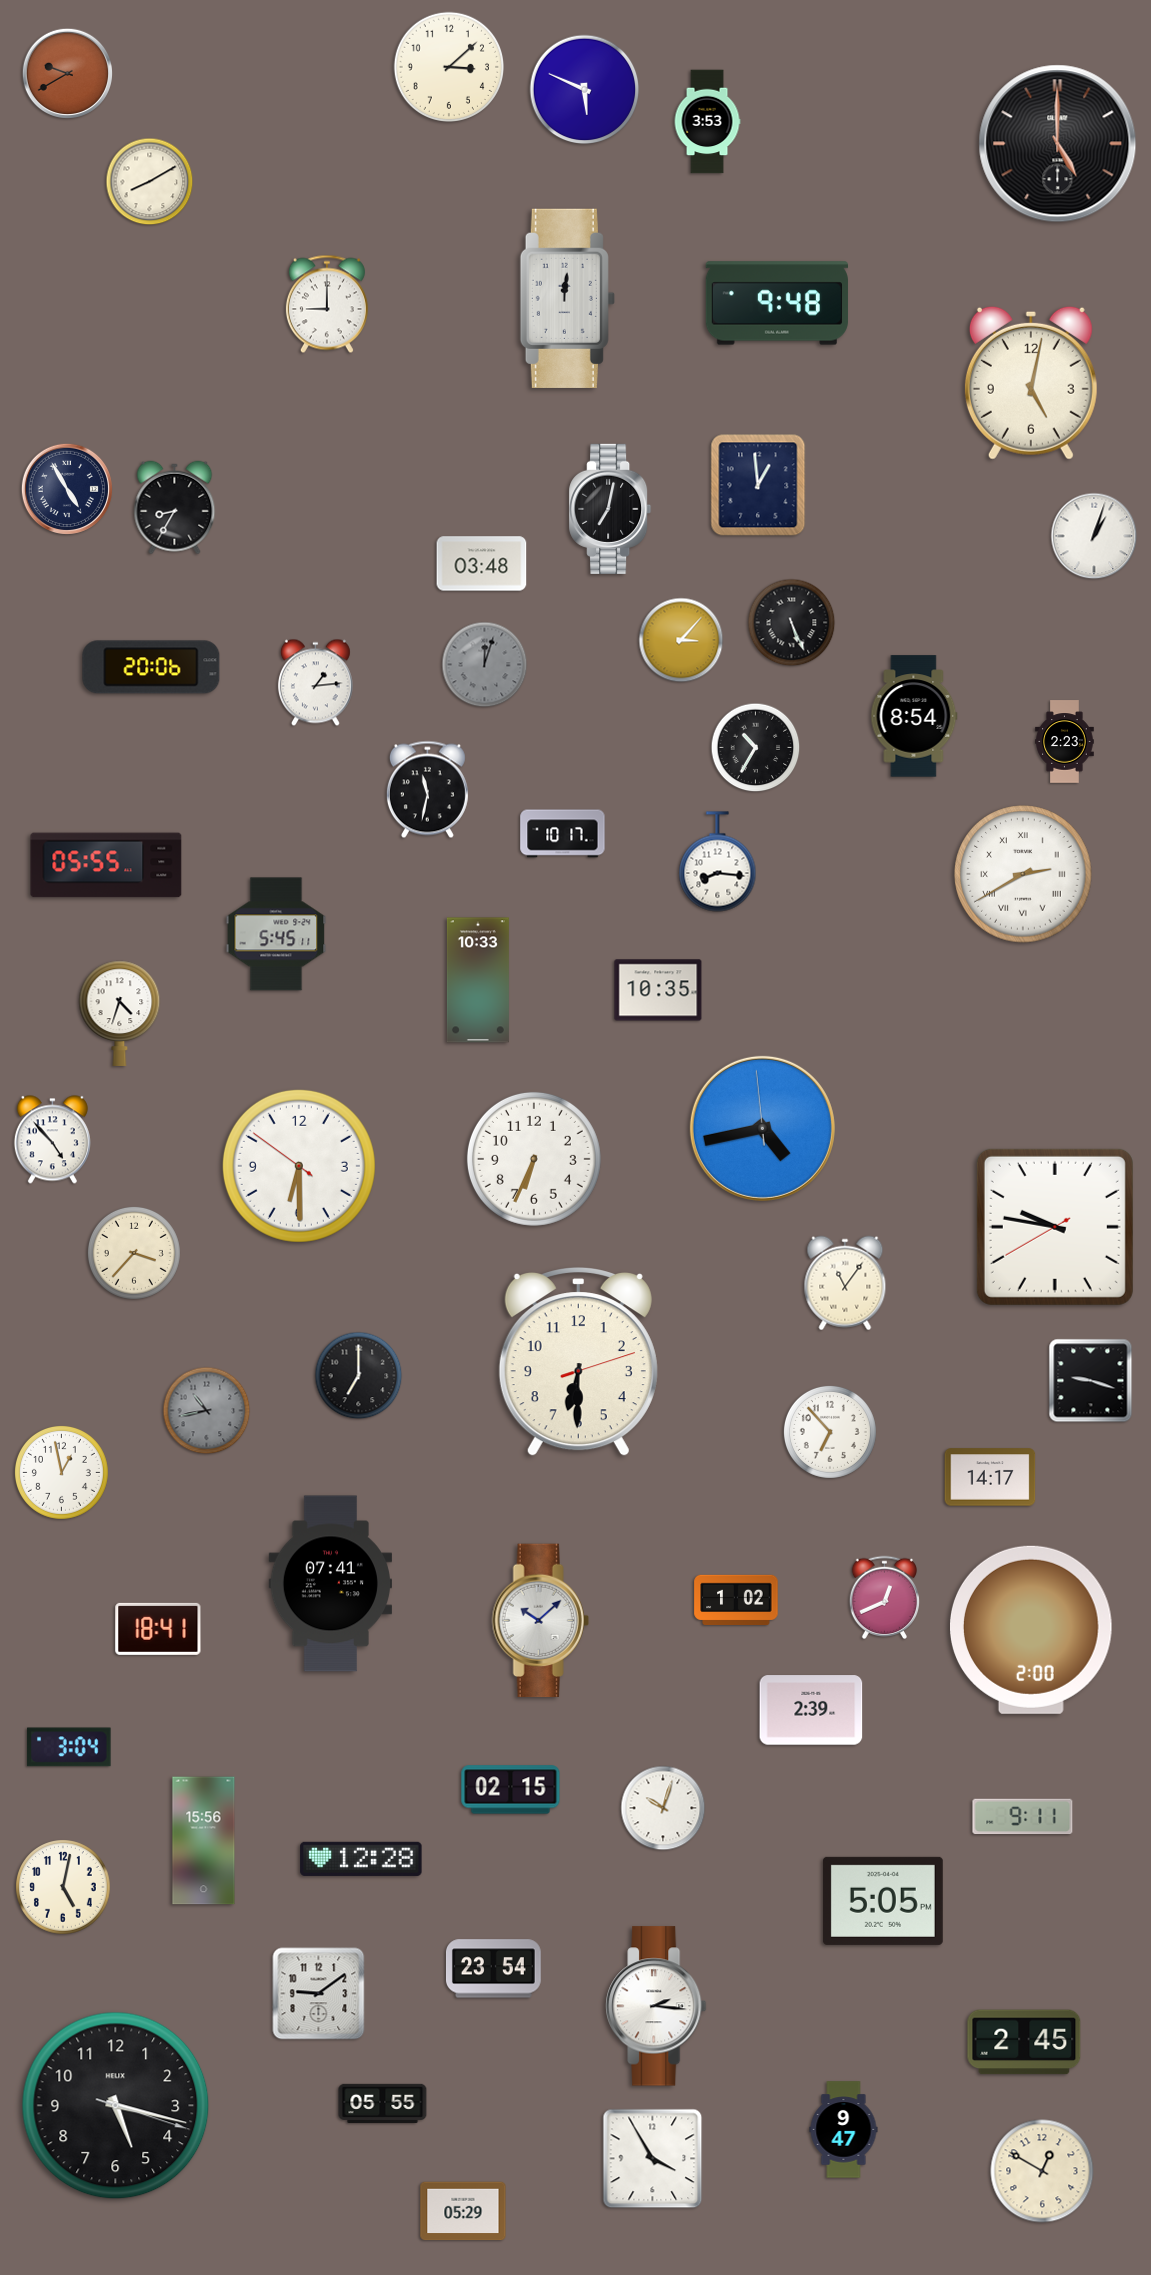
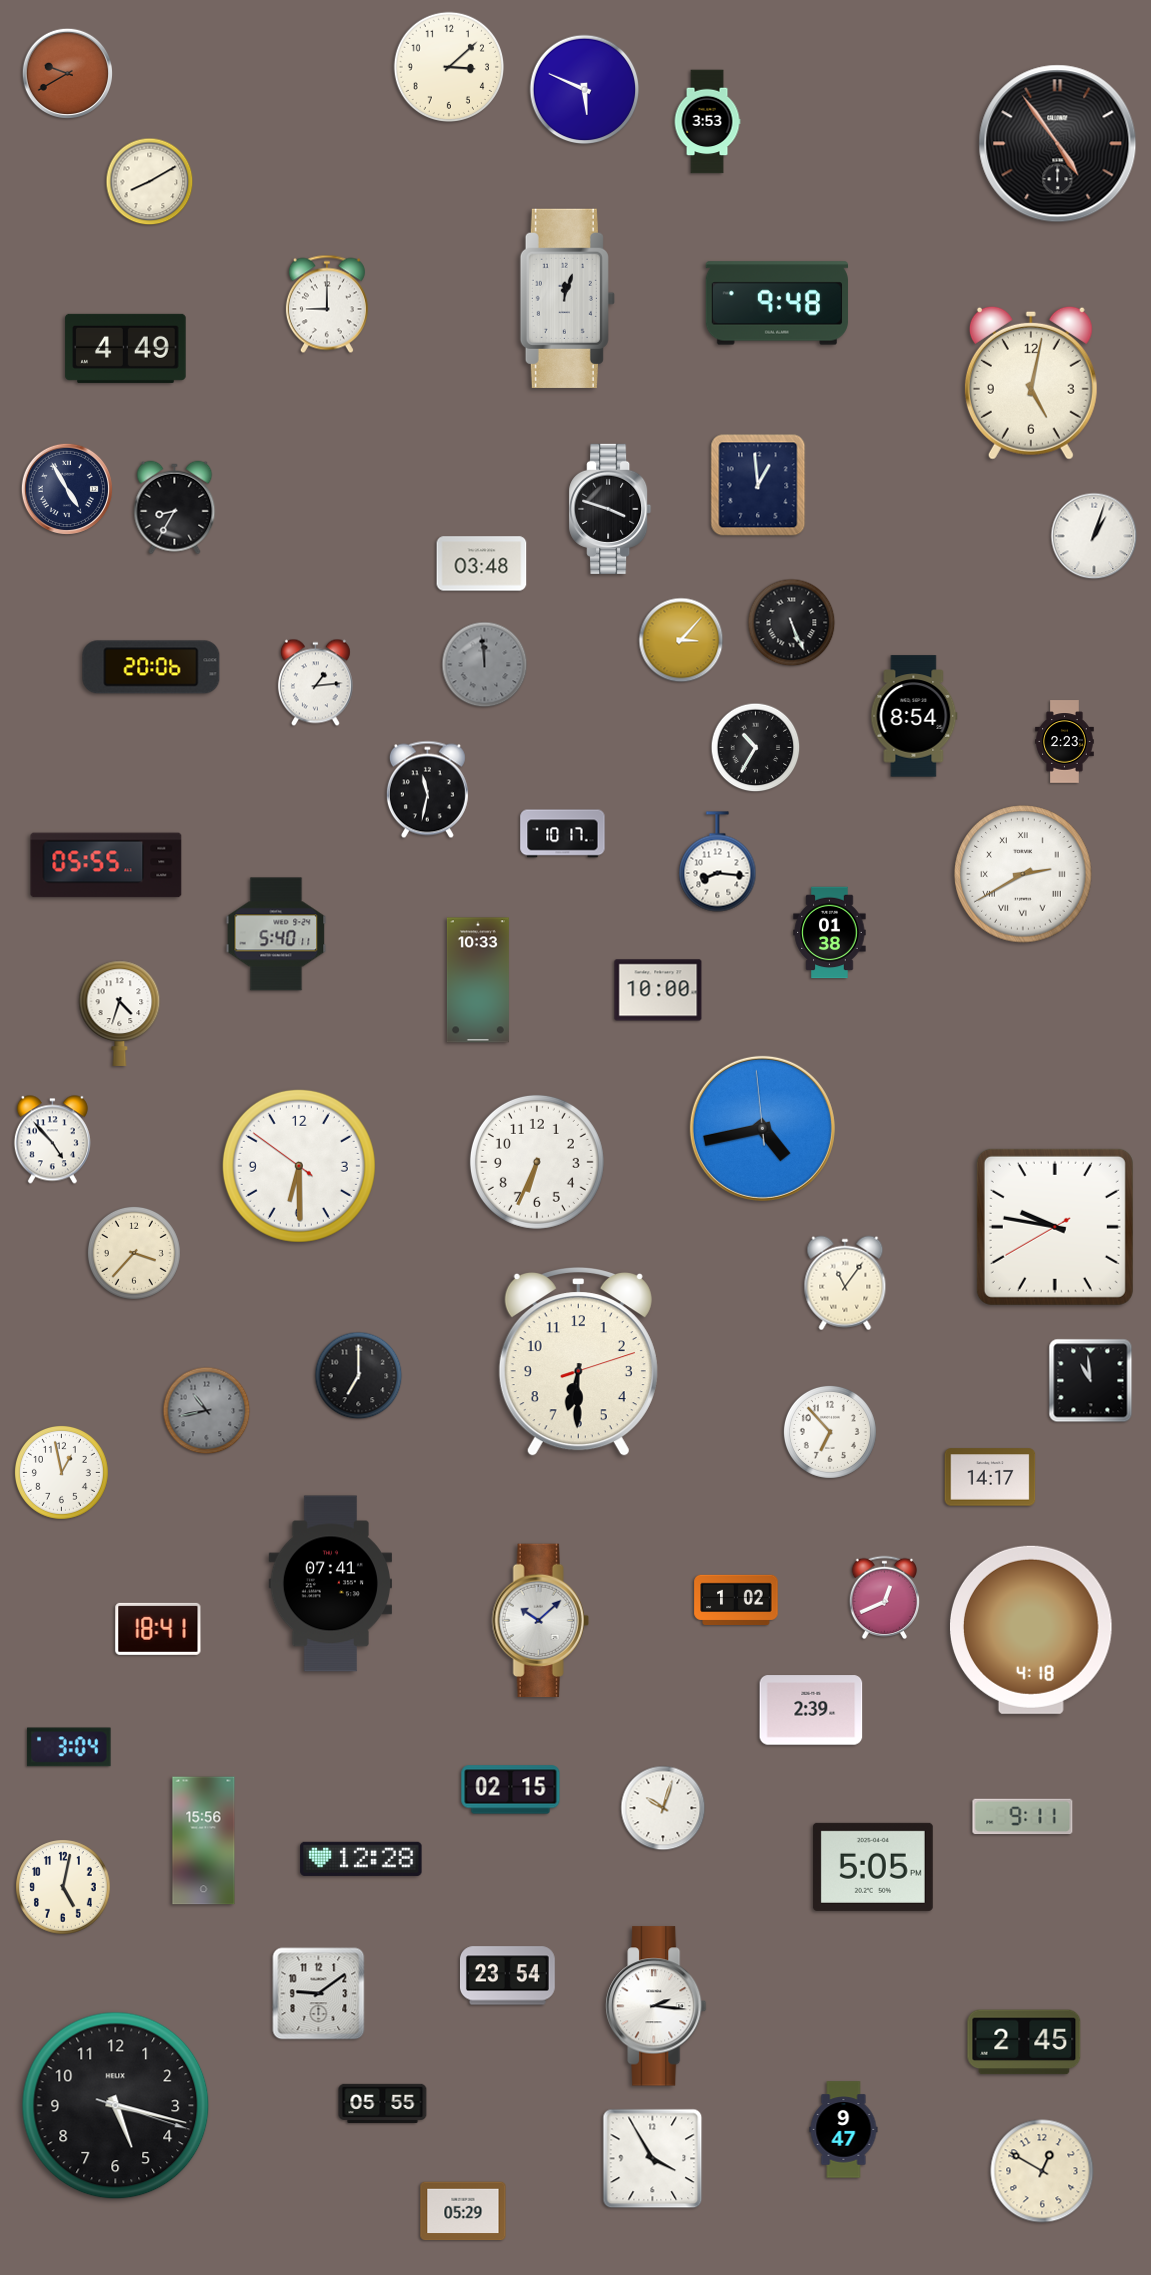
clock at (1058, 144): 5:00 -> 4:54
clock at (567, 298): 12:01 -> 12:03
clock at (126, 348): none -> 4:49
clock at (610, 509): 7:02 -> 3:48
clock at (485, 665): 12:03 -> 11:59
clock at (830, 933): none -> 01:38
clock at (276, 934): 5:45 -> 5:40
clock at (658, 990): 10:35 -> 10:00
clock at (534, 1159) position: (534, 1159) -> (537, 1162)
clock at (1091, 1381): 9:18 -> 10:59
clock at (1032, 1630): 2:00 -> 4:18
clock at (883, 1901) position: (883, 1901) -> (873, 1867)
clock at (494, 1969) position: (494, 1969) -> (508, 1976)
